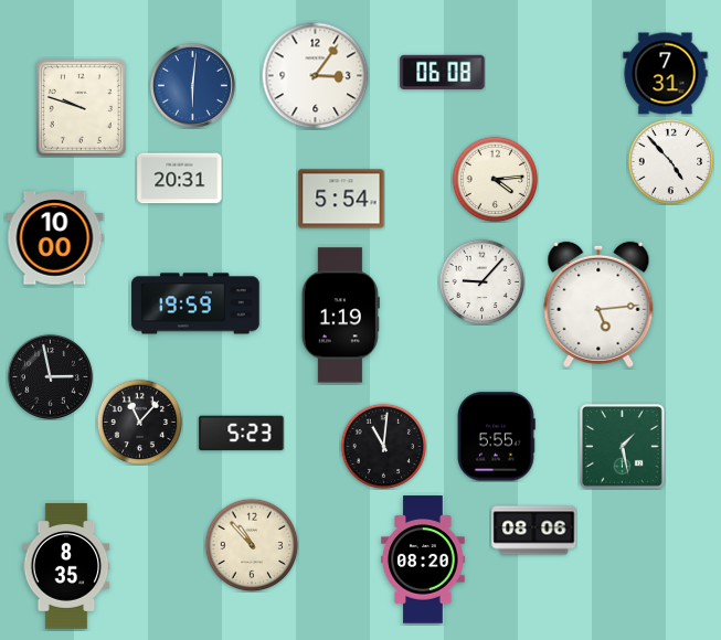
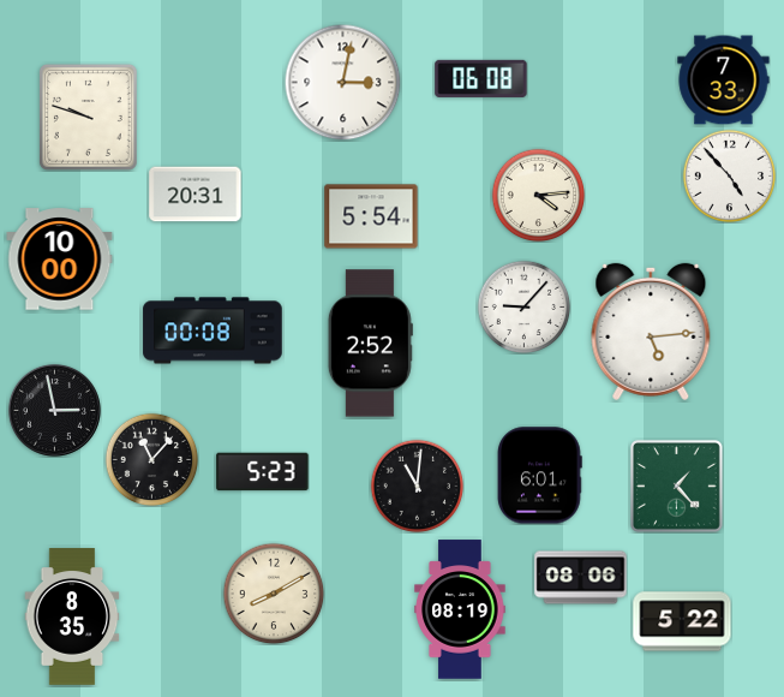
clock at (666, 74): 7:31 -> 7:33
clock at (315, 75): 3:06 -> 3:02
clock at (192, 85): 6:01 -> none
clock at (195, 303): 19:59 -> 00:08
clock at (340, 316): 1:19 -> 2:52
clock at (497, 437): 5:55 -> 6:01
clock at (623, 447): 1:28 -> 1:23
clock at (252, 545): 10:53 -> 8:10
clock at (423, 559): 08:20 -> 08:19
clock at (682, 621): none -> 5:22
